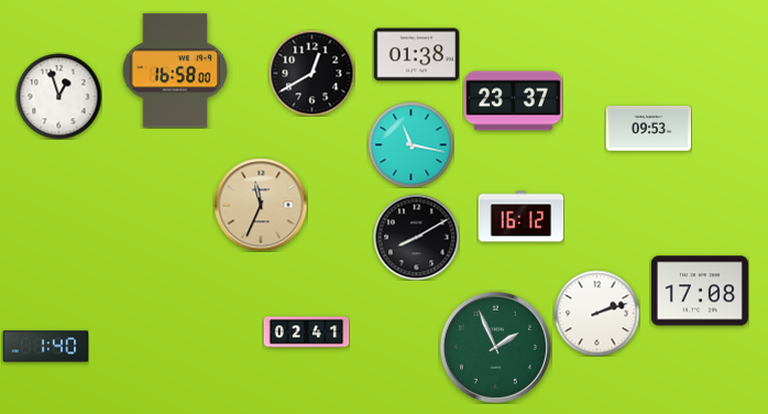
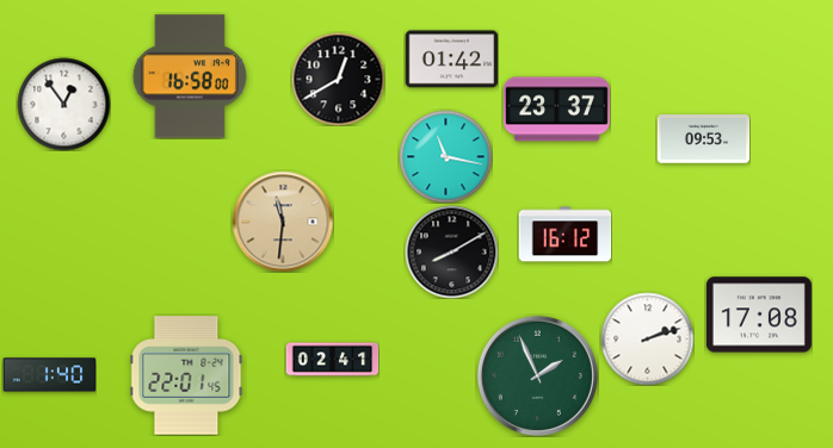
clock at (416, 55): 01:38 -> 01:42
clock at (58, 96): 12:57 -> 12:54
clock at (261, 205): 11:34 -> 11:31
clock at (416, 237) position: (416, 237) -> (451, 251)
clock at (186, 375): none -> 22:01
